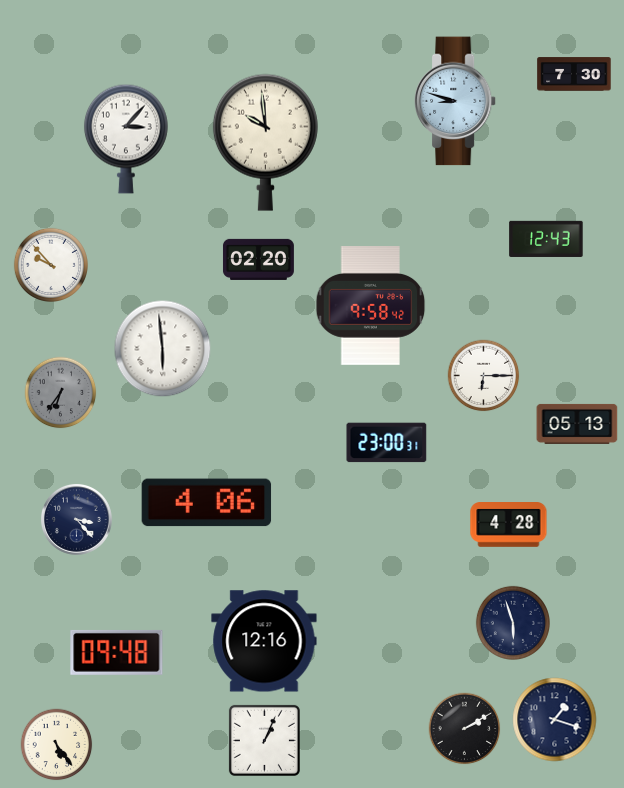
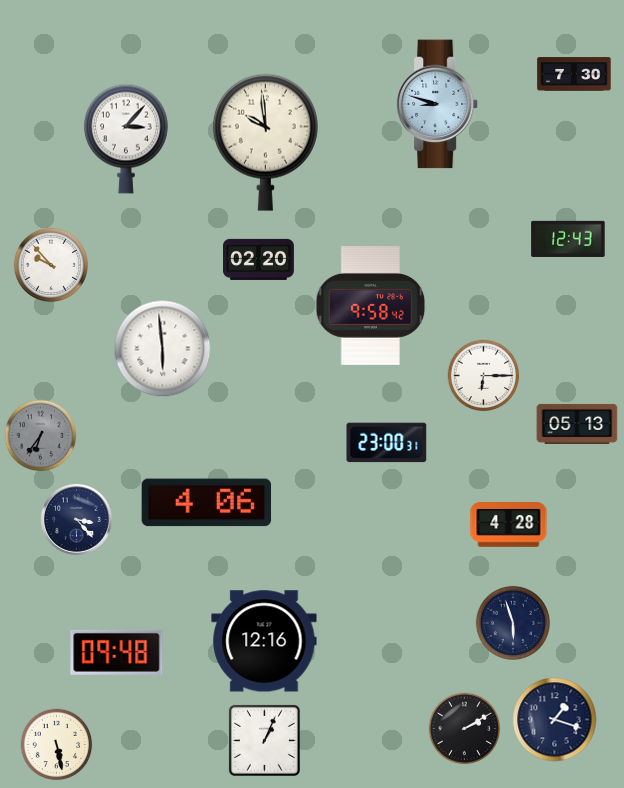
clock at (455, 101) position: (455, 101) -> (437, 104)
clock at (546, 239) position: (546, 239) -> (568, 239)
clock at (61, 393) position: (61, 393) -> (41, 436)
clock at (57, 745): 5:24 -> 5:28
